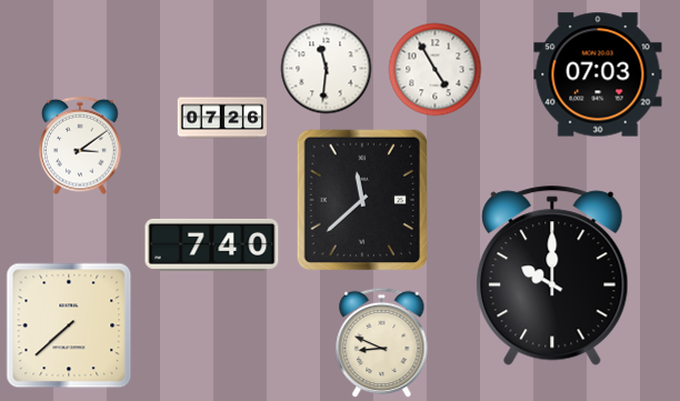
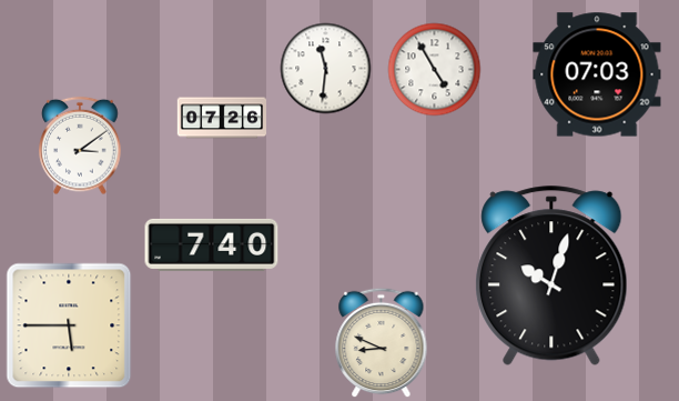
clock at (362, 200): 11:38 -> none
clock at (552, 275): 10:00 -> 10:03
clock at (69, 325): 7:38 -> 5:45
